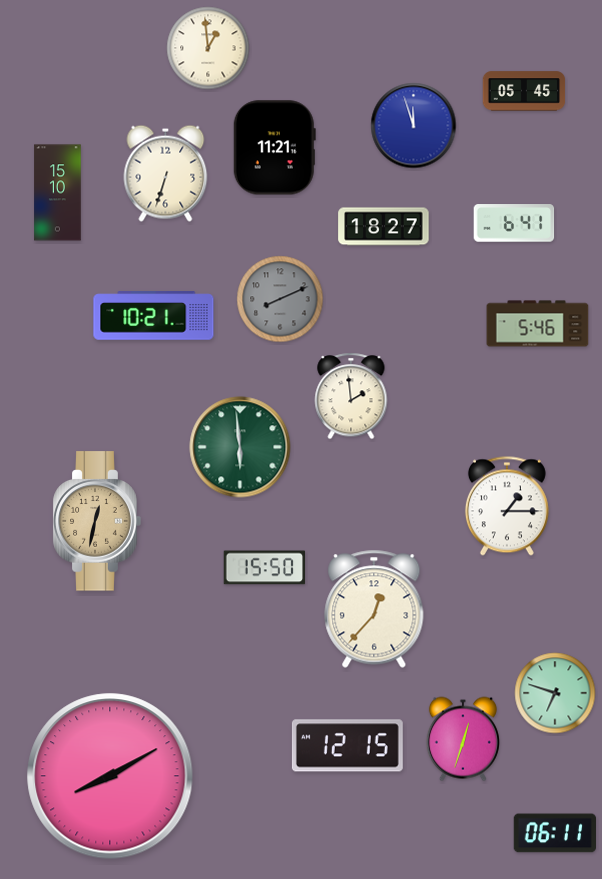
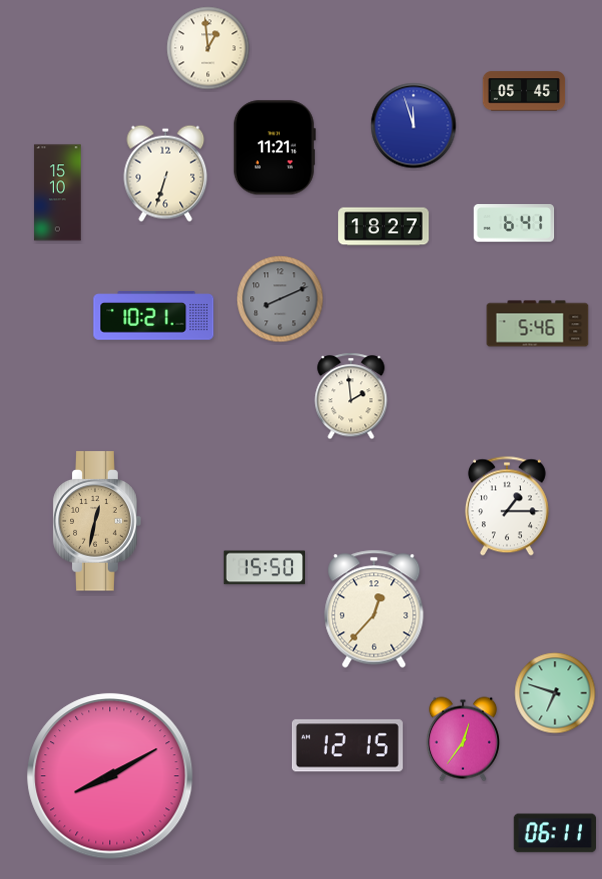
clock at (240, 447): 5:59 -> none
clock at (463, 739): 12:33 -> 12:36
